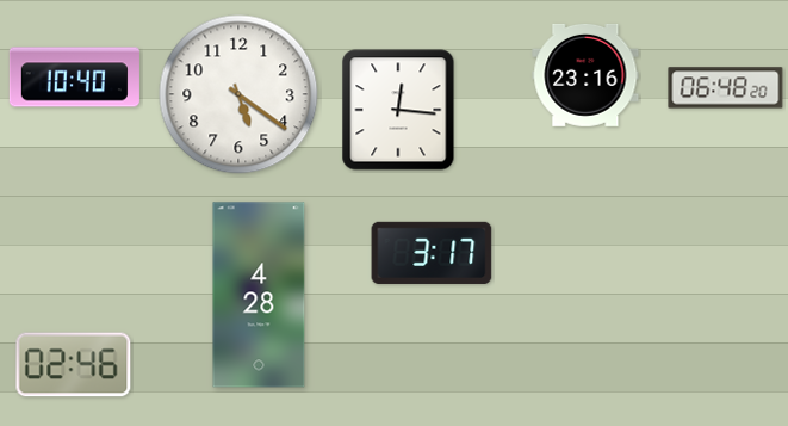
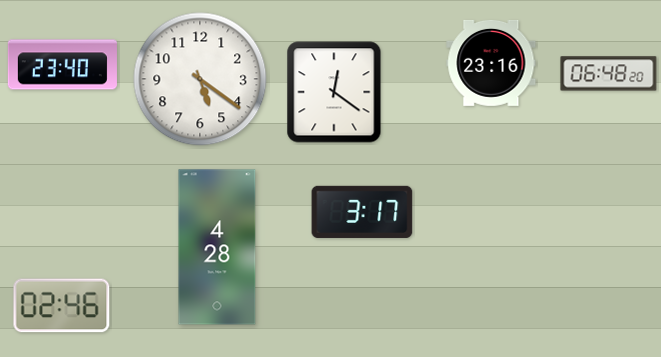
clock at (74, 78): 10:40 -> 23:40
clock at (398, 110): 12:16 -> 12:21
